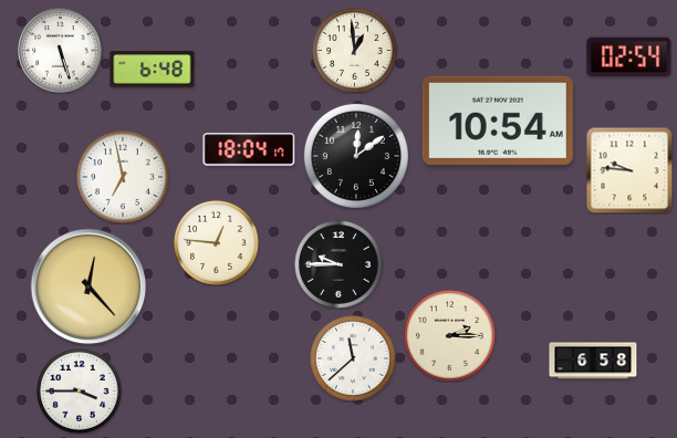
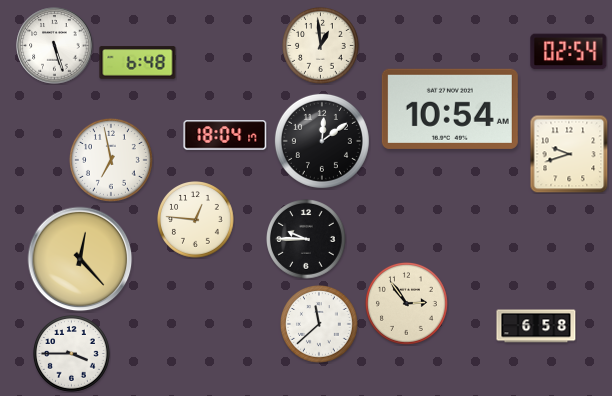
clock at (629, 170): 9:46 -> 9:42
clock at (449, 335): 2:15 -> 2:54
